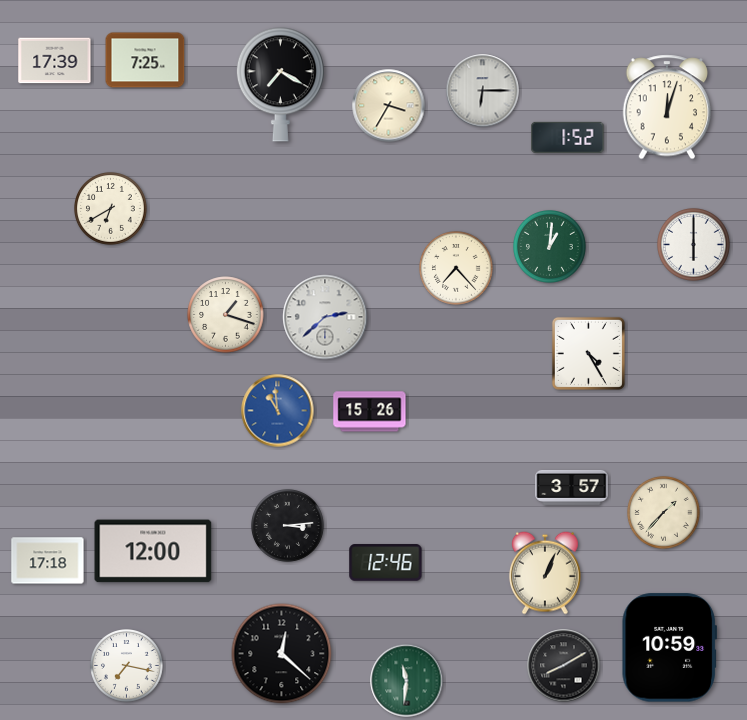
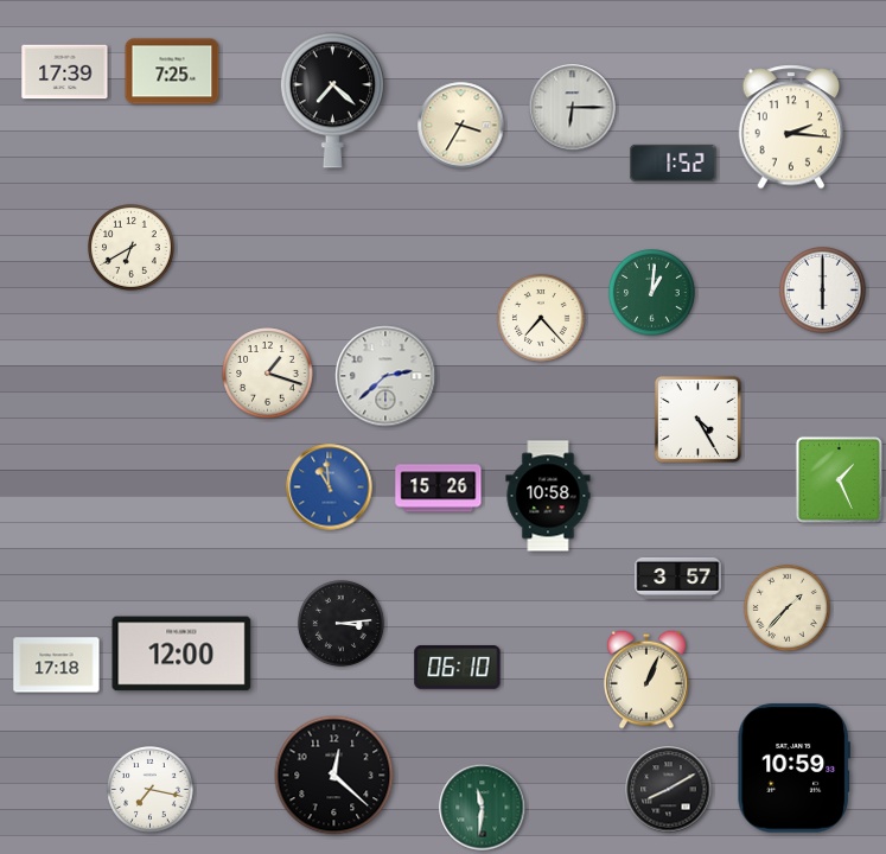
clock at (280, 85): 7:20 -> 7:22
clock at (667, 107): 12:03 -> 2:16
clock at (839, 479): none -> 1:26
clock at (548, 496): none -> 10:58
clock at (386, 563): 12:46 -> 06:10
